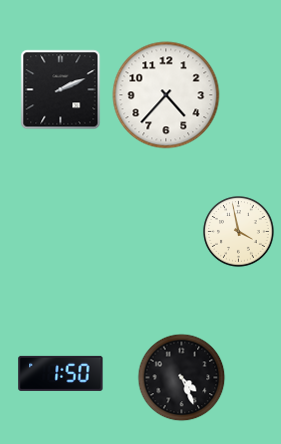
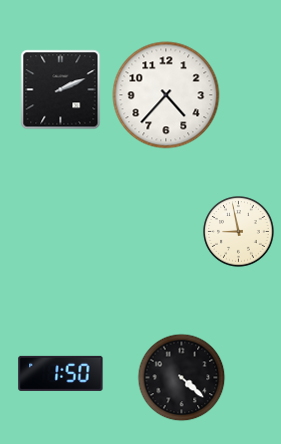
clock at (239, 232): 3:58 -> 8:58
clock at (182, 378): 4:26 -> 4:22
